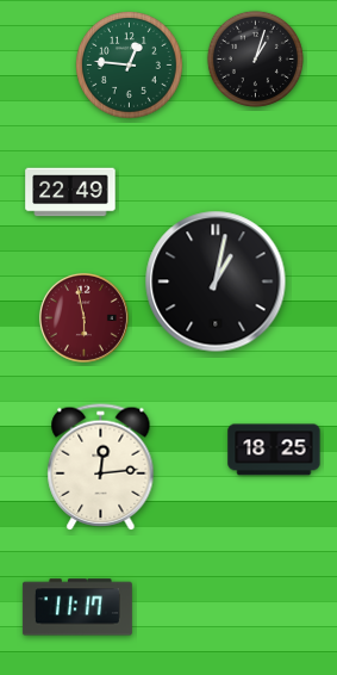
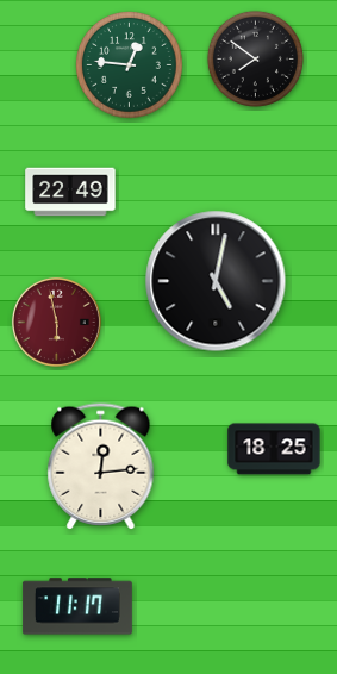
clock at (255, 58): 1:03 -> 7:51
clock at (216, 281): 1:02 -> 5:02
clock at (83, 317) position: (83, 317) -> (56, 322)
